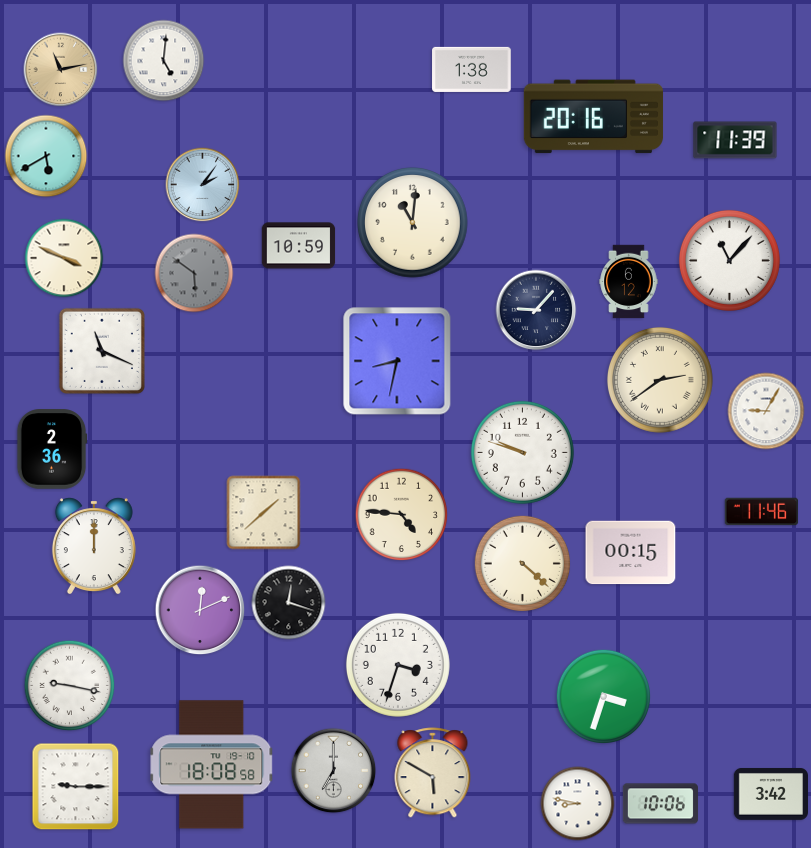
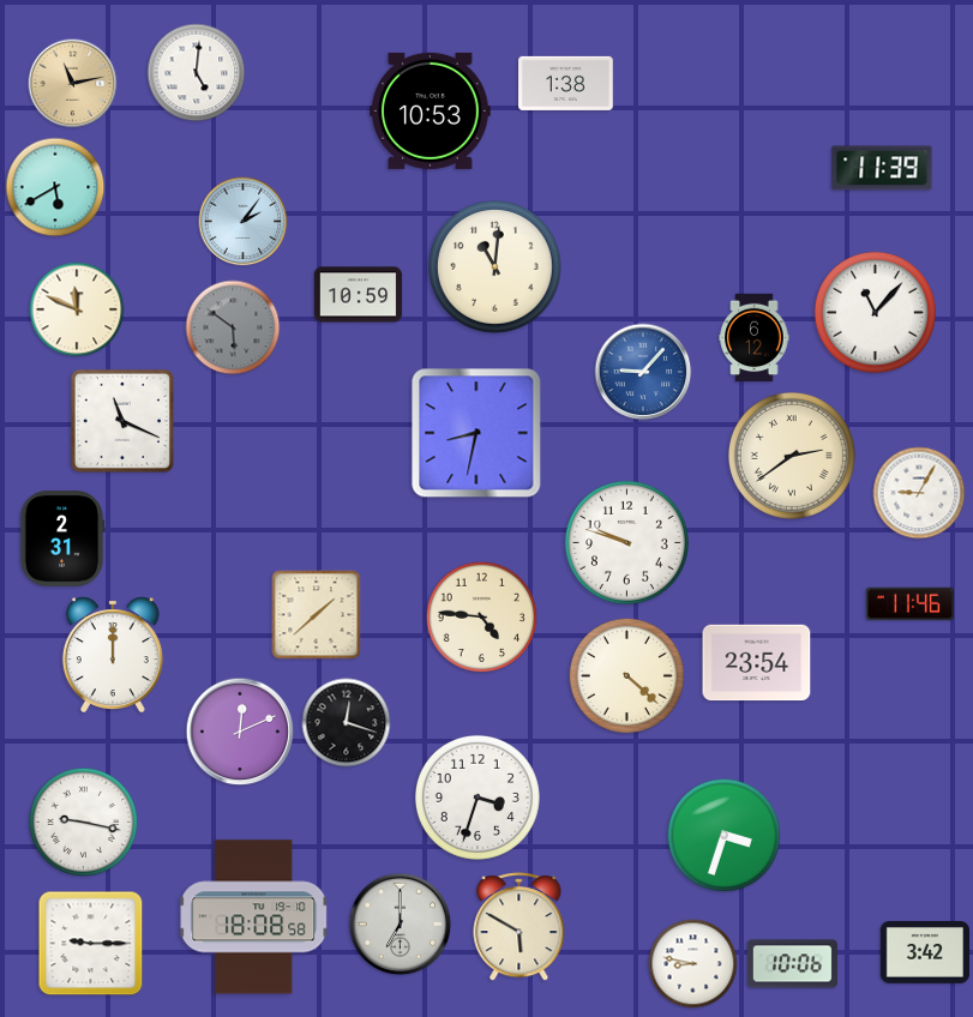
clock at (431, 110): none -> 10:53
clock at (593, 117): 20:16 -> none
clock at (64, 258): 3:49 -> 11:49
clock at (536, 310) dial: navy -> blue
clock at (52, 449): 2:36 -> 2:31
clock at (762, 512) position: (762, 512) -> (911, 604)
clock at (631, 553): 00:15 -> 23:54
